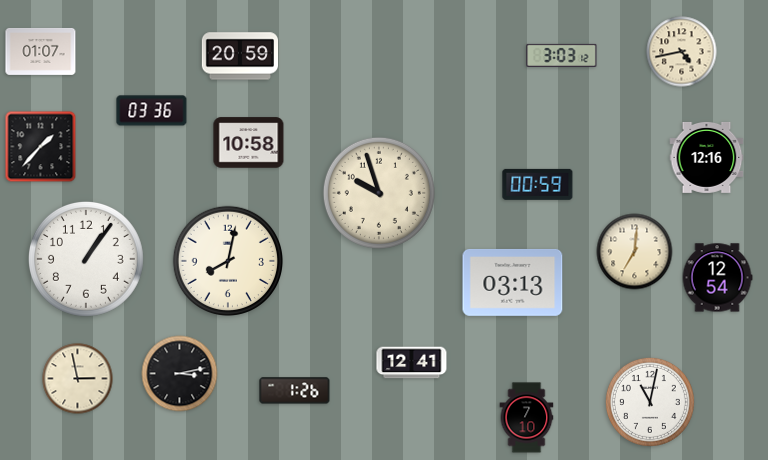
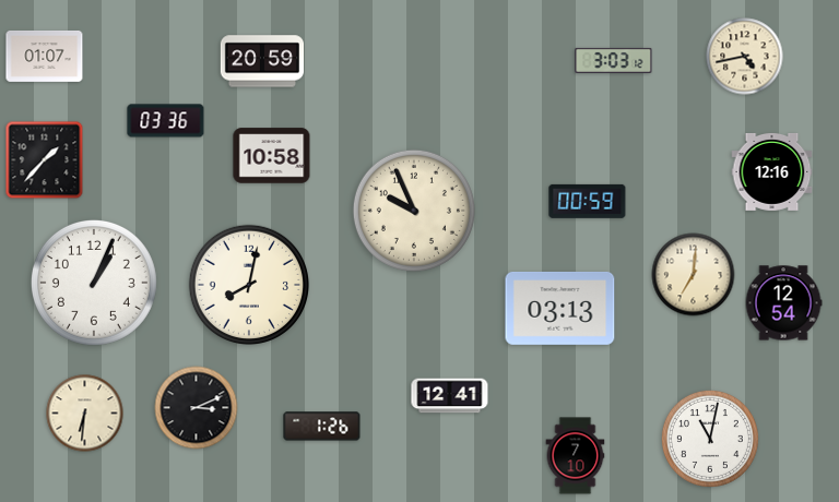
clock at (379, 193): 9:57 -> 9:56
clock at (86, 259): 1:06 -> 1:04
clock at (180, 374): 3:13 -> 3:11
clock at (78, 379): 2:58 -> 6:31
